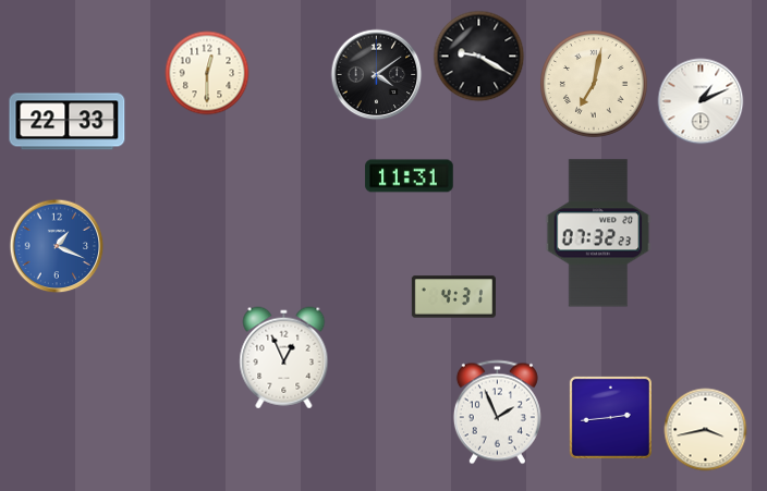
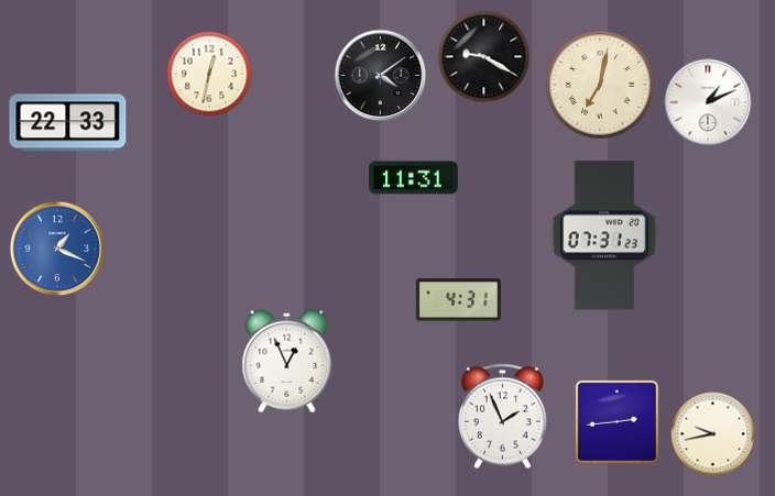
clock at (207, 73): 12:30 -> 12:32
clock at (598, 233): 07:32 -> 07:31
clock at (706, 430): 3:43 -> 9:43
